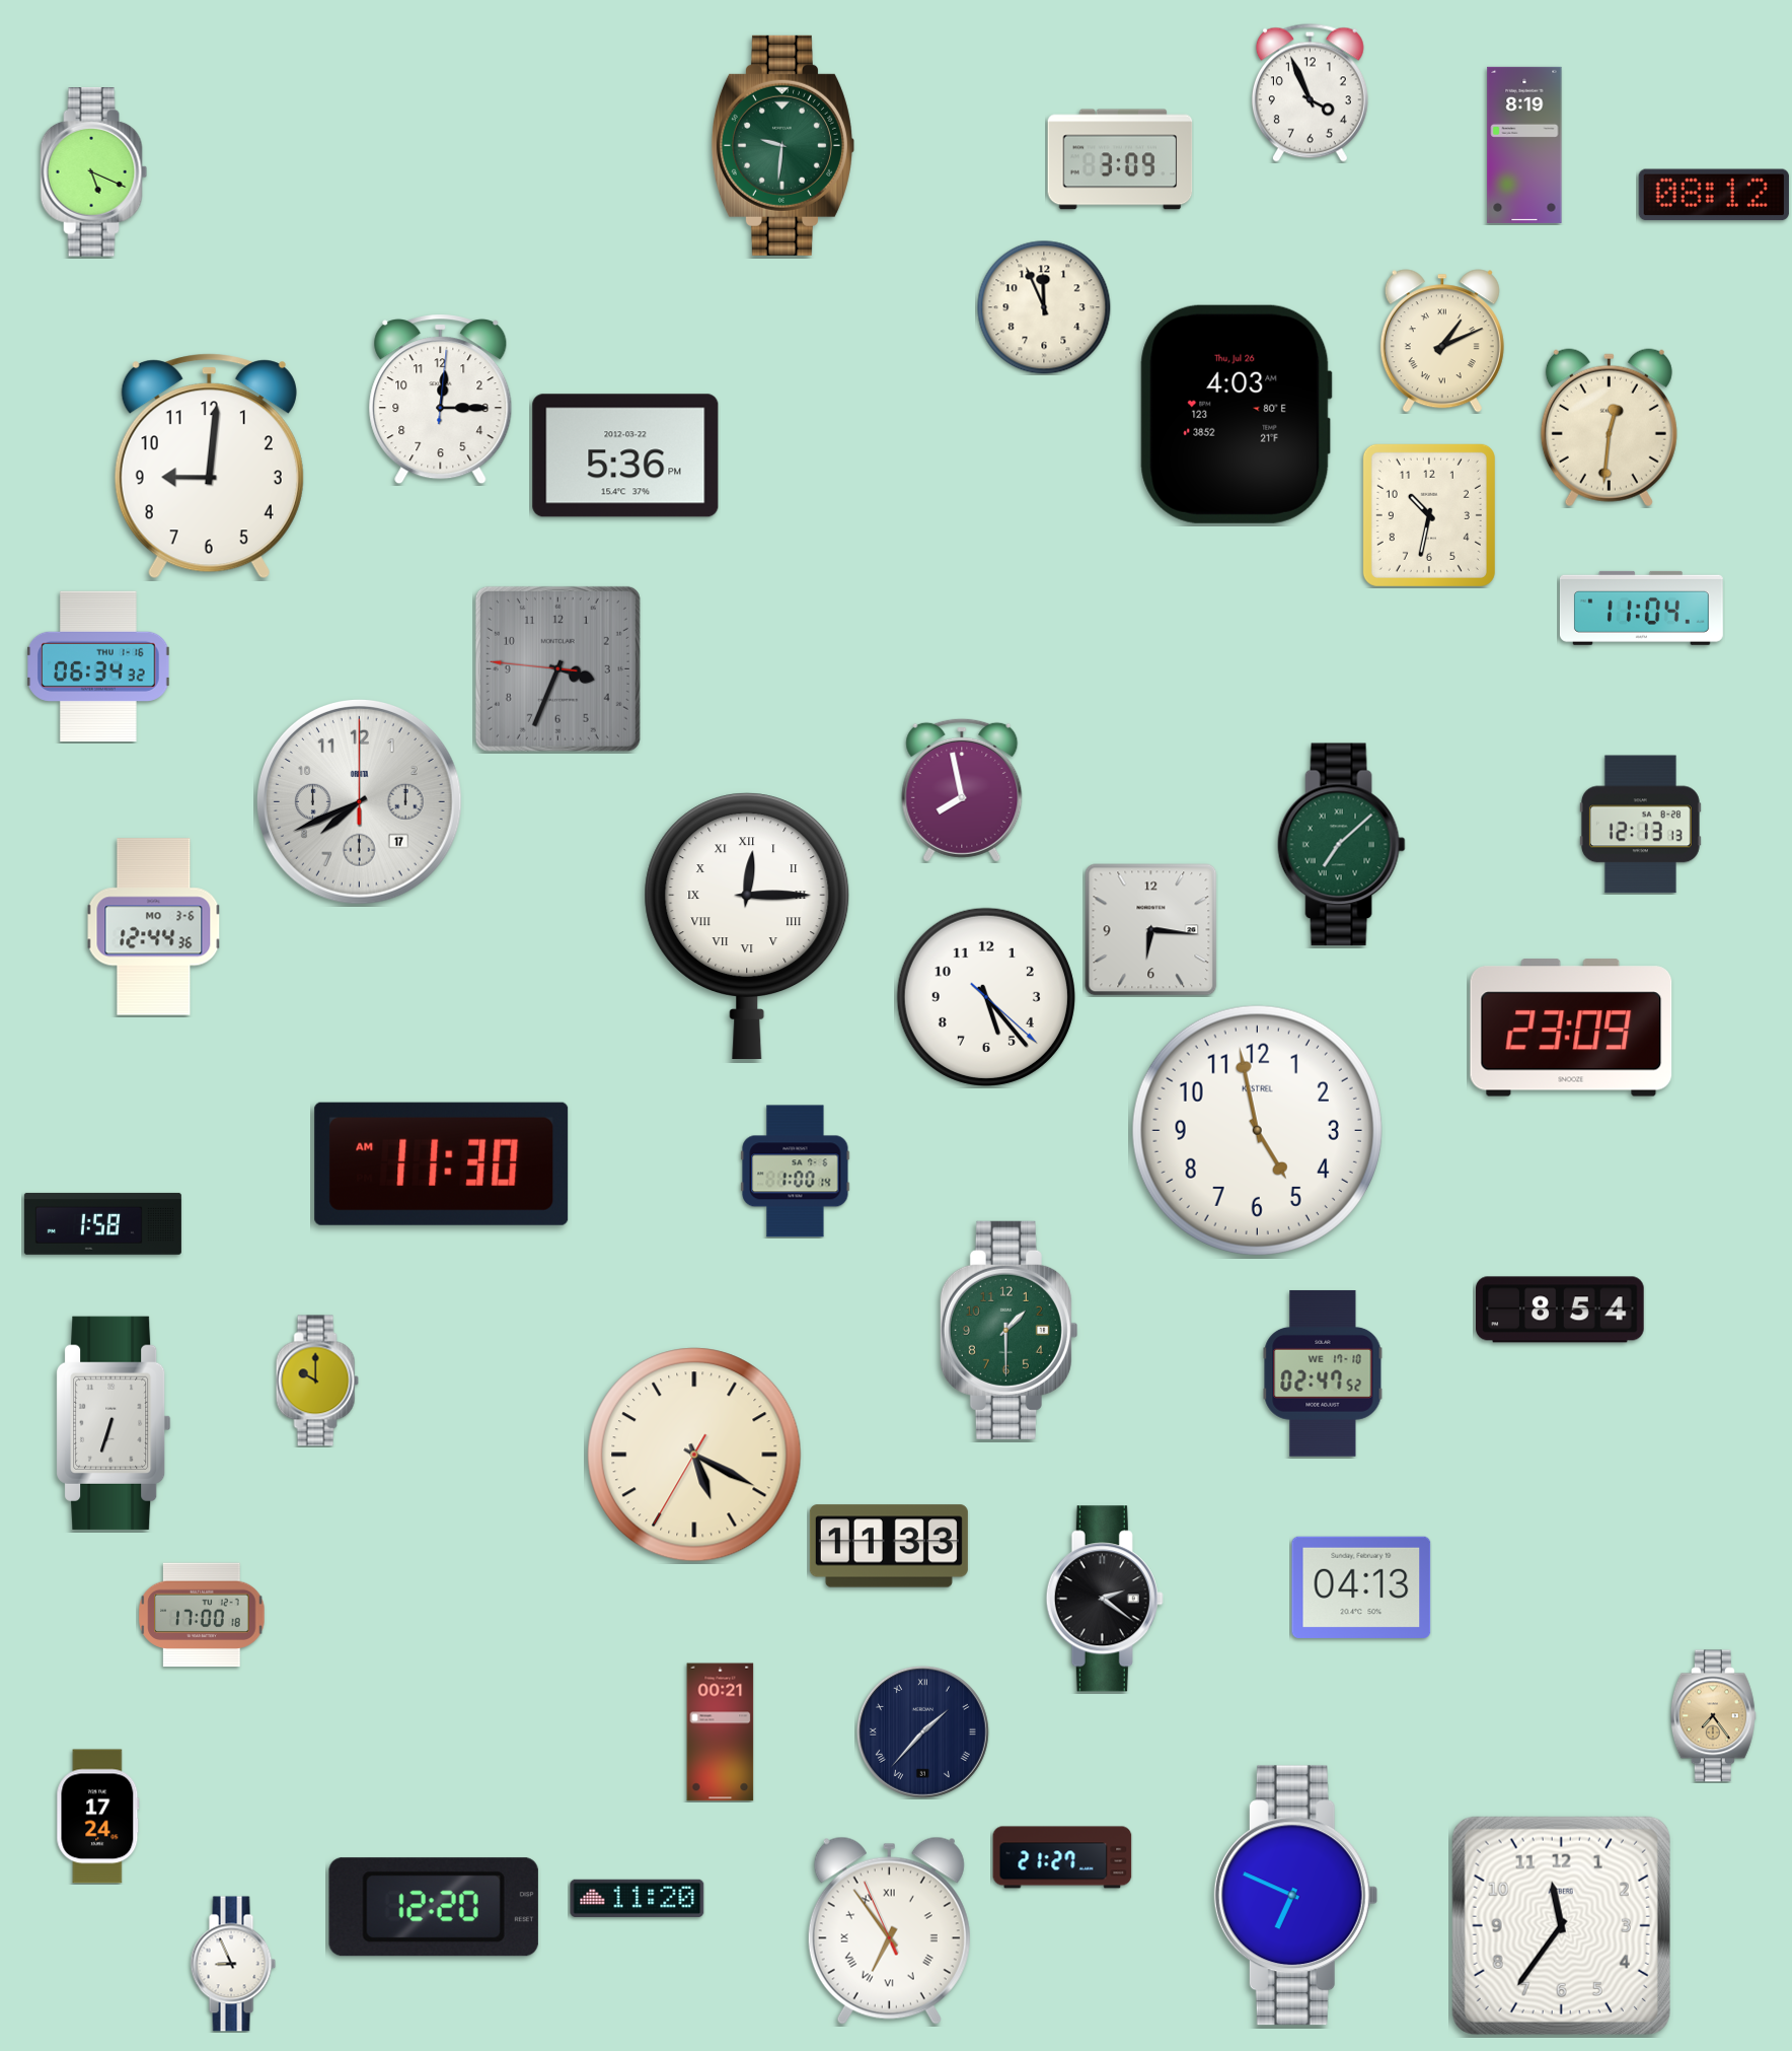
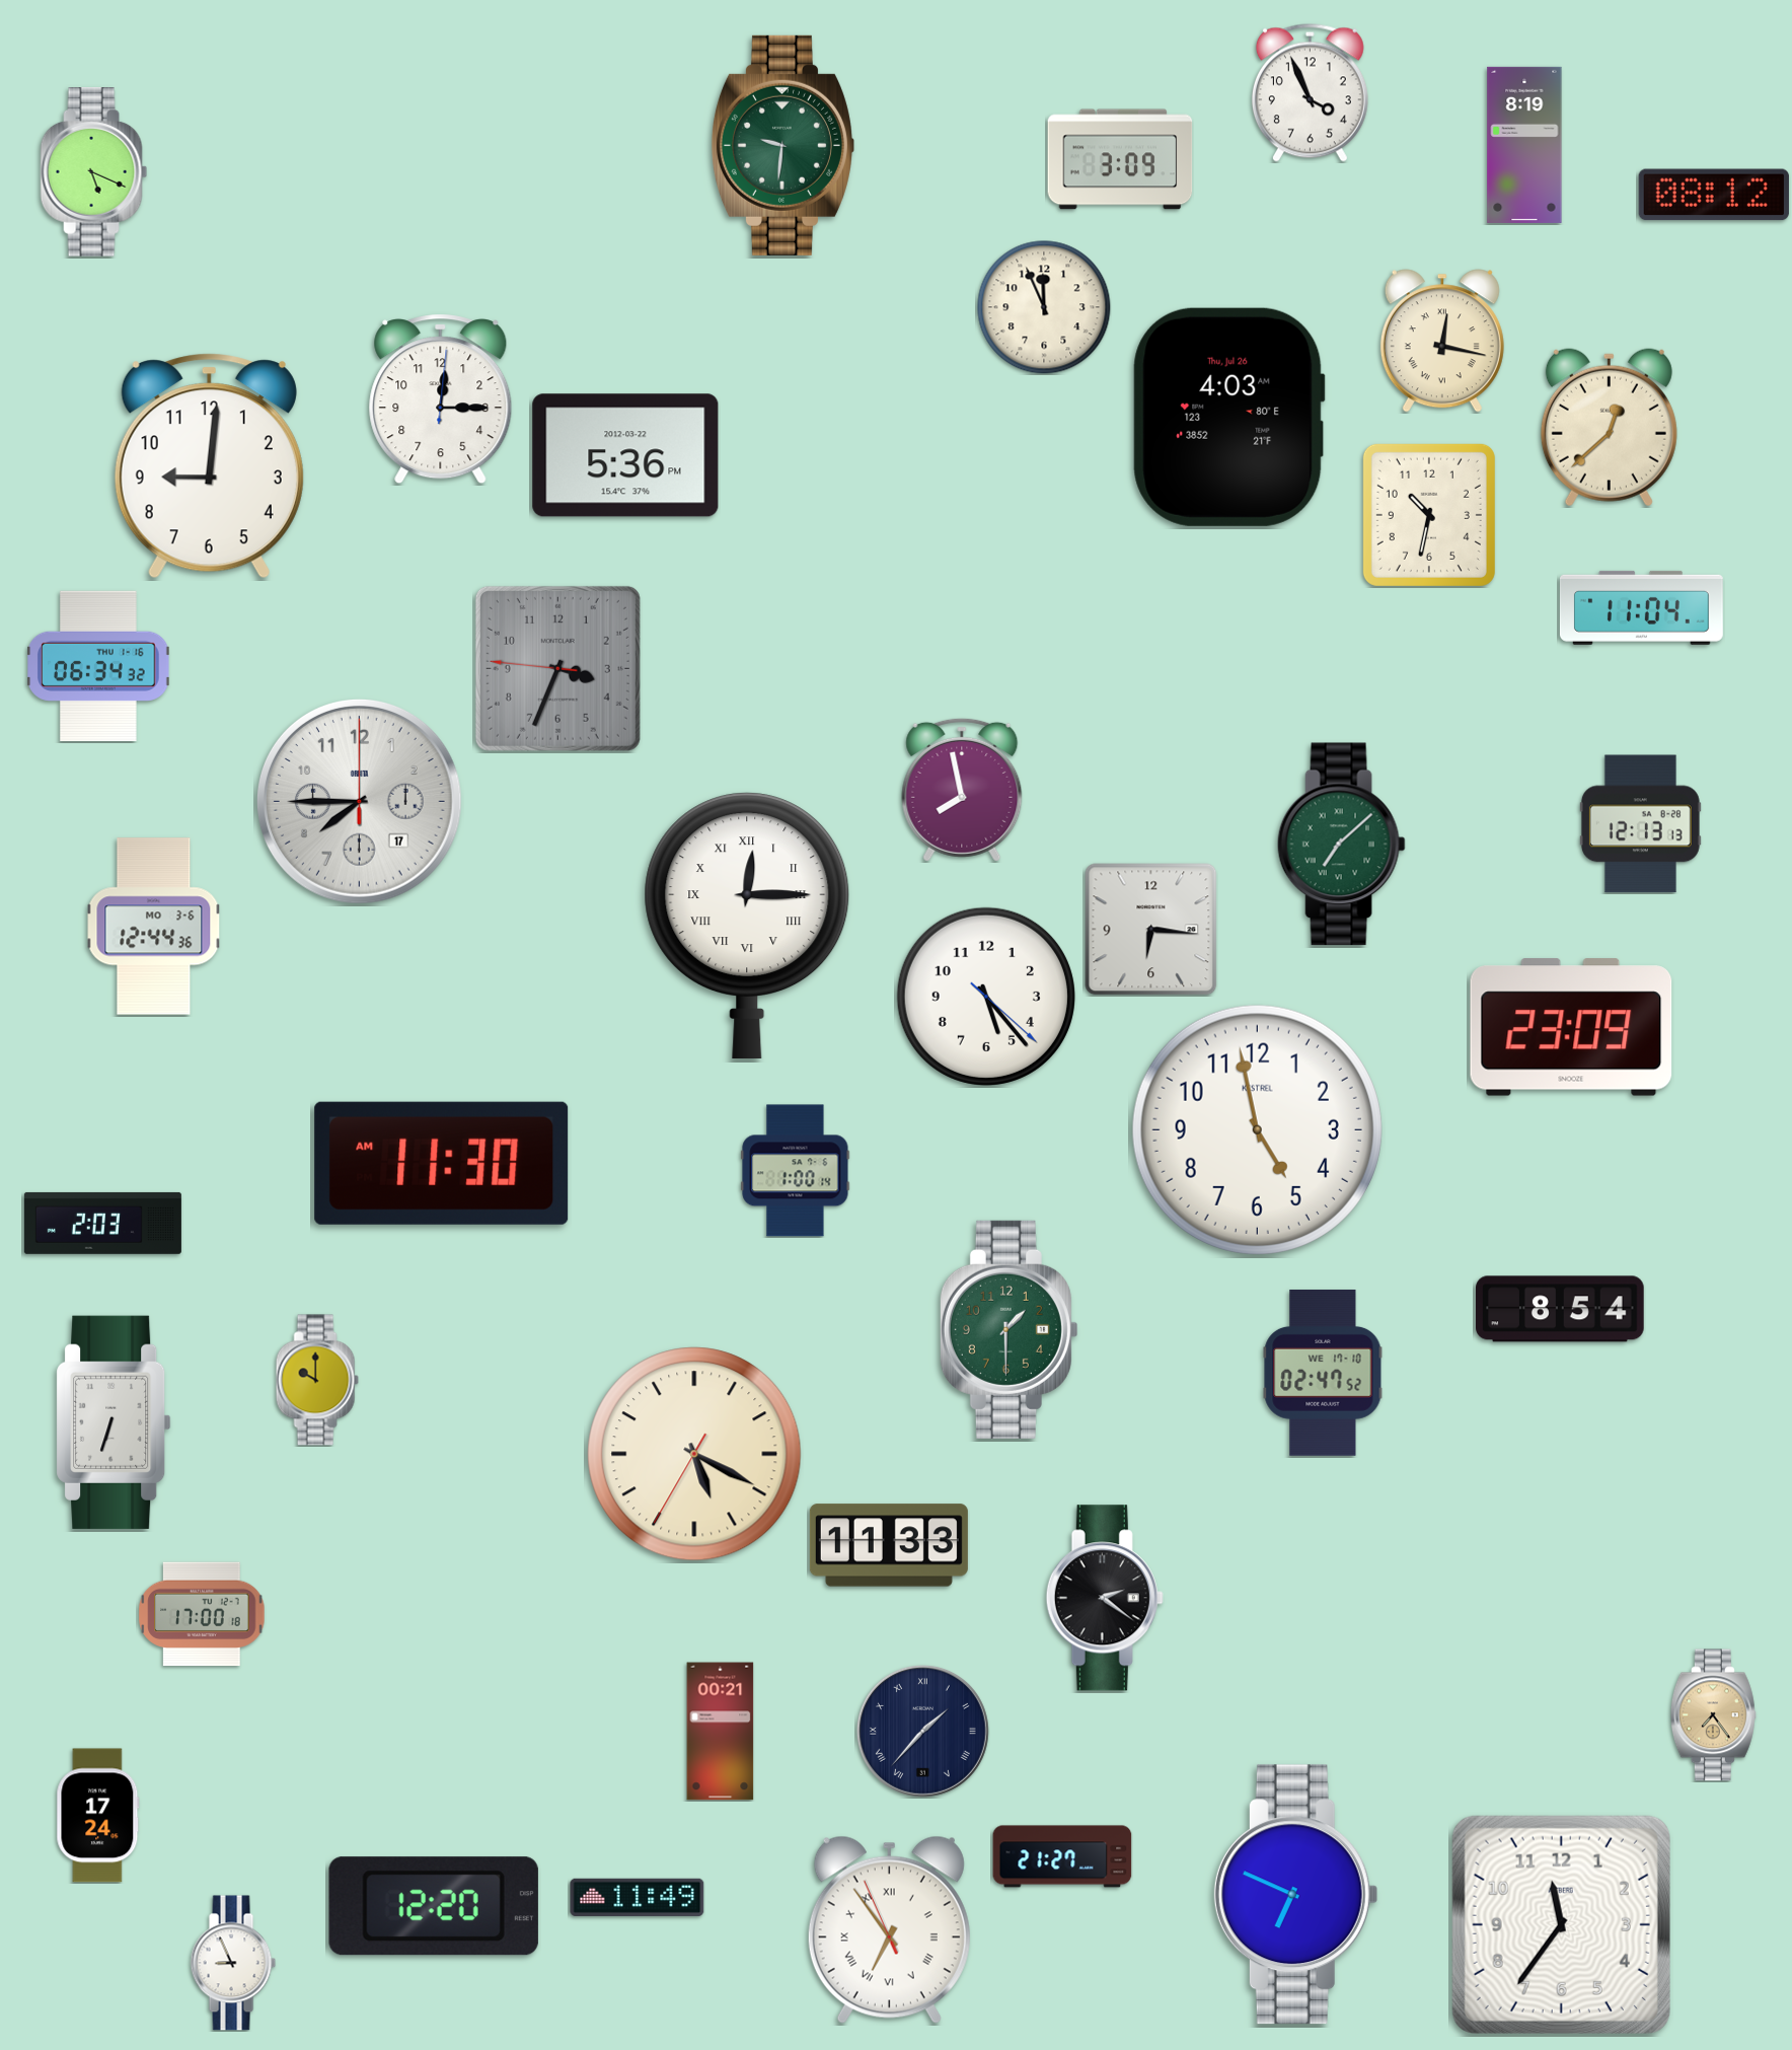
clock at (1442, 341): 1:11 -> 12:17
clock at (1236, 414) position: (1236, 414) -> (1228, 417)
clock at (1609, 428): 12:31 -> 12:38
clock at (359, 801): 7:41 -> 7:45
clock at (102, 1223): 1:58 -> 2:03
clock at (1361, 1587): 04:13 -> none
clock at (638, 1898): 11:20 -> 11:49
